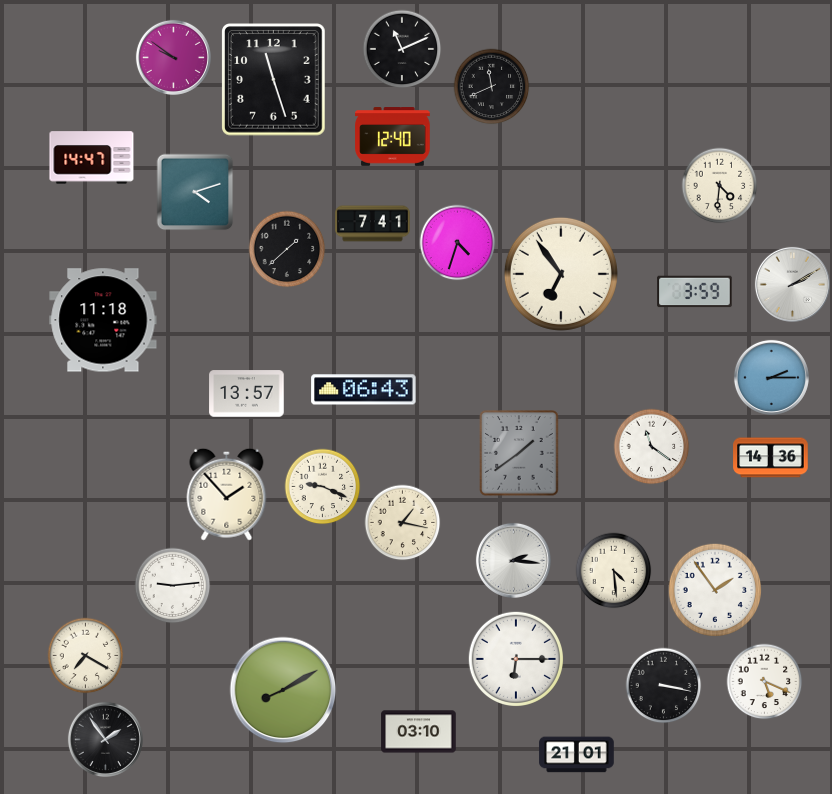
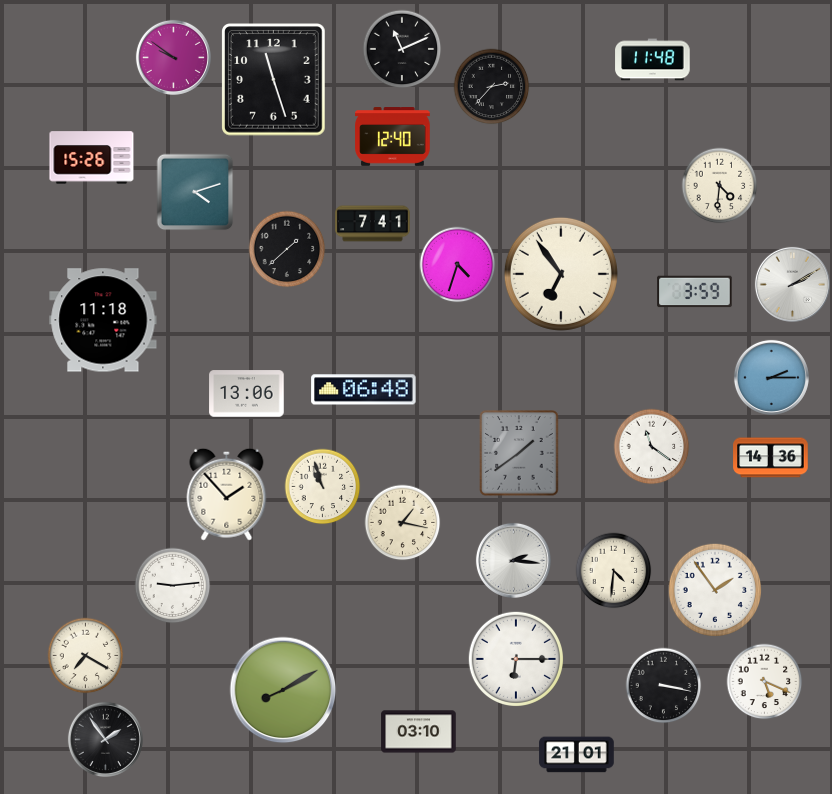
clock at (653, 60): none -> 11:48
clock at (492, 87): 11:41 -> 2:37
clock at (92, 158): 14:47 -> 15:26
clock at (458, 243) position: (458, 243) -> (458, 265)
clock at (364, 390): 06:43 -> 06:48
clock at (247, 394): 13:57 -> 13:06
clock at (323, 487): 9:19 -> 10:57
clock at (614, 571): 4:29 -> 4:31
